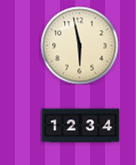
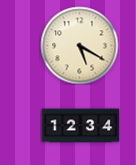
clock at (79, 45): 5:58 -> 5:20
